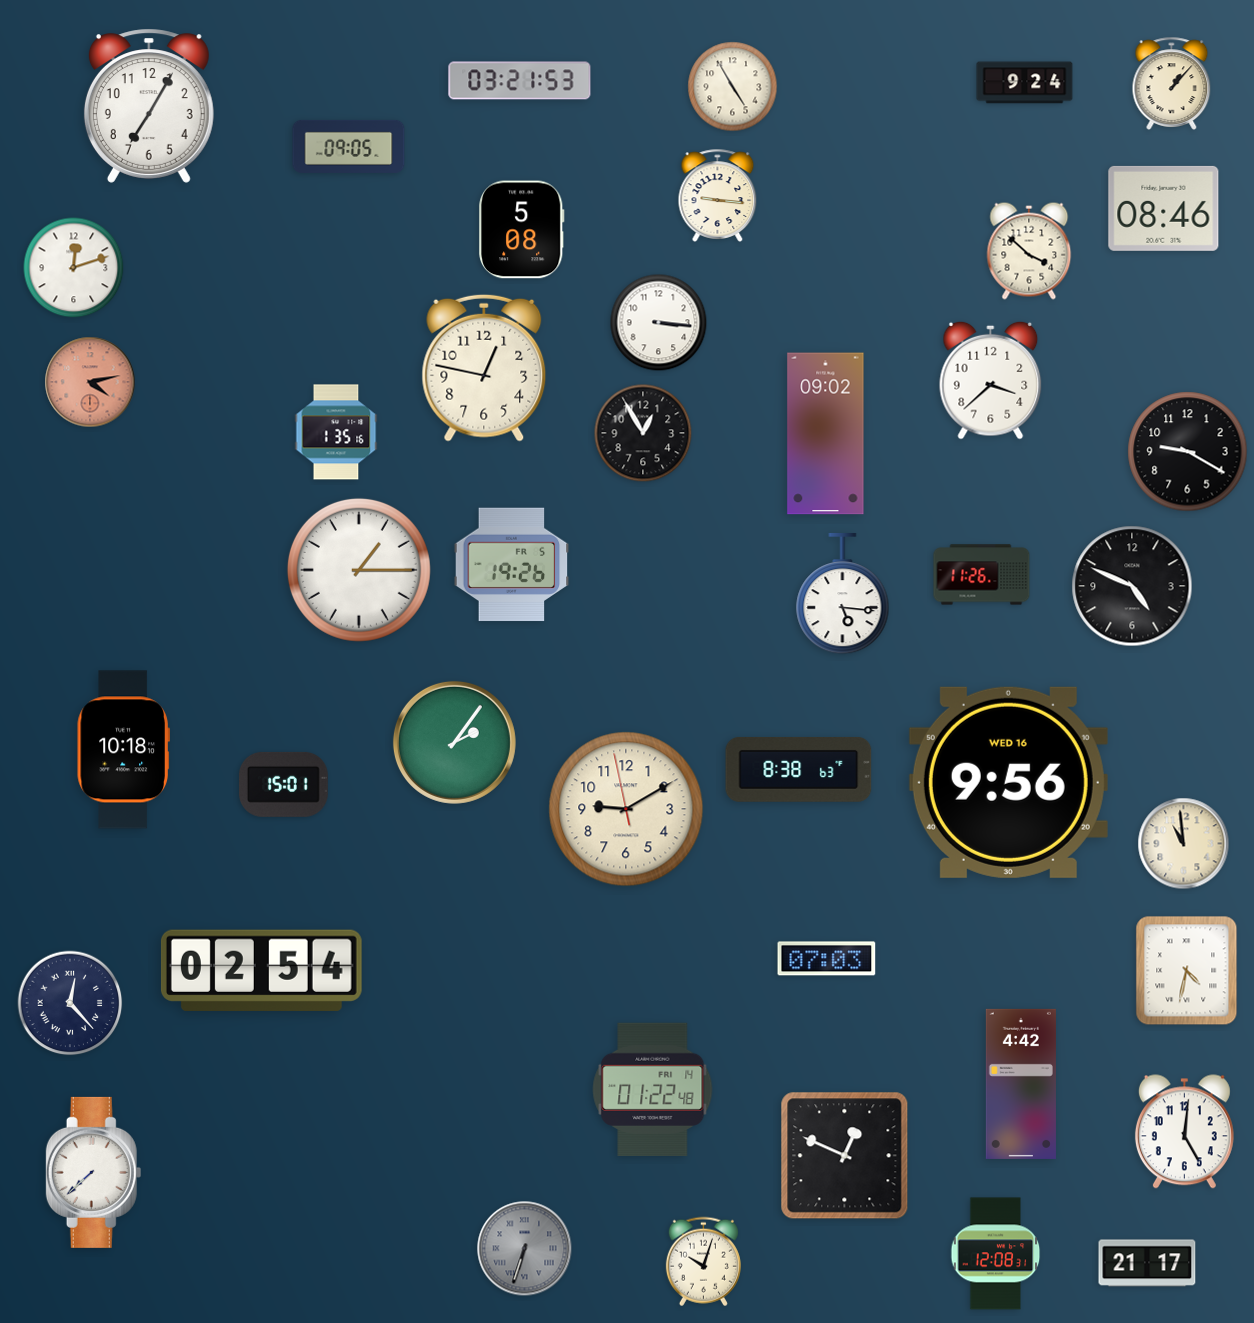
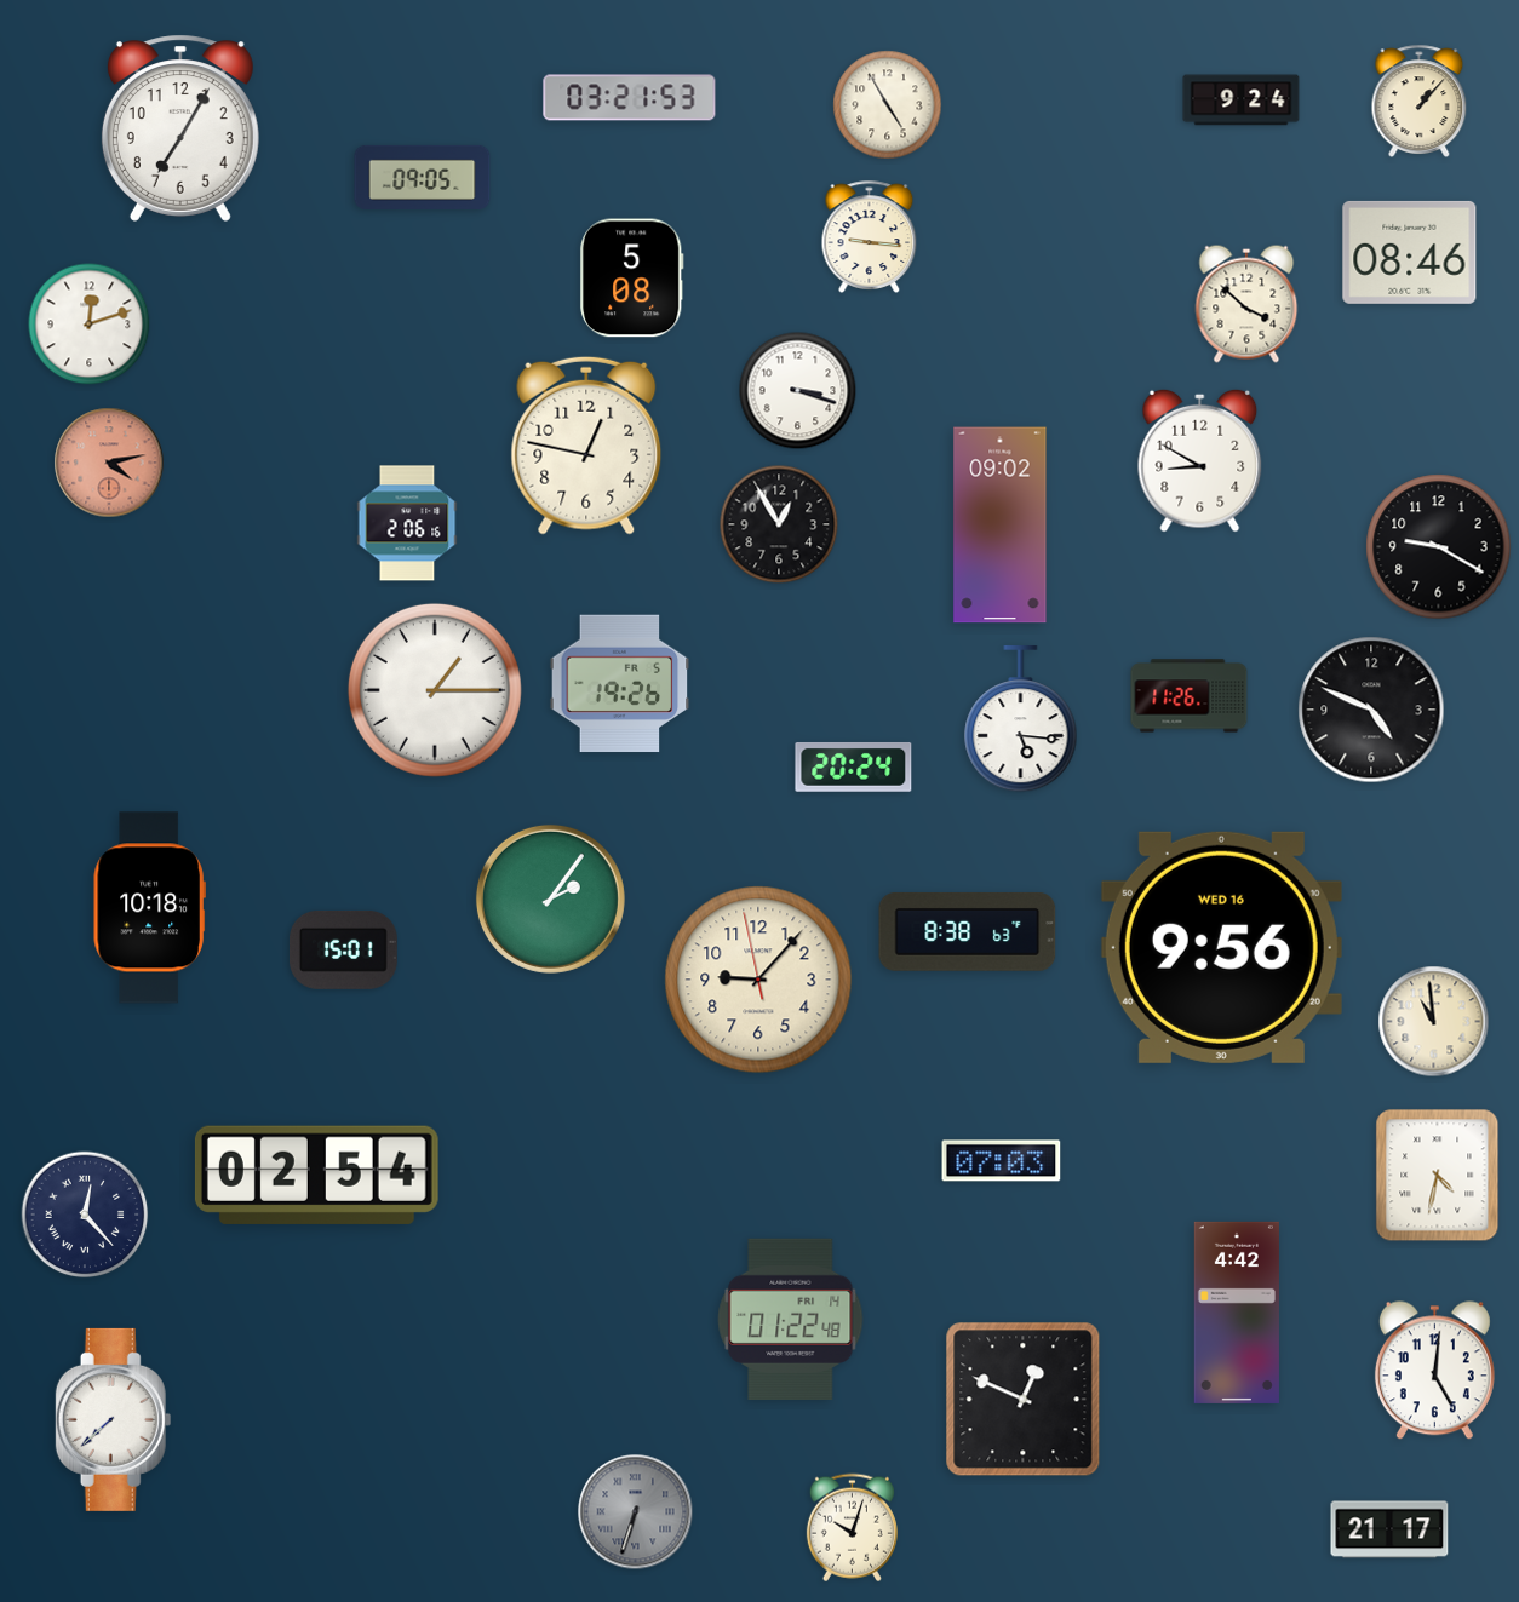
clock at (659, 323): 3:16 -> 3:18
clock at (991, 380): 3:38 -> 8:50
clock at (336, 432): 1:35 -> 2:06
clock at (854, 766): none -> 20:24
clock at (626, 809): 9:09 -> 9:06
clock at (996, 1254): 12:08 -> none
